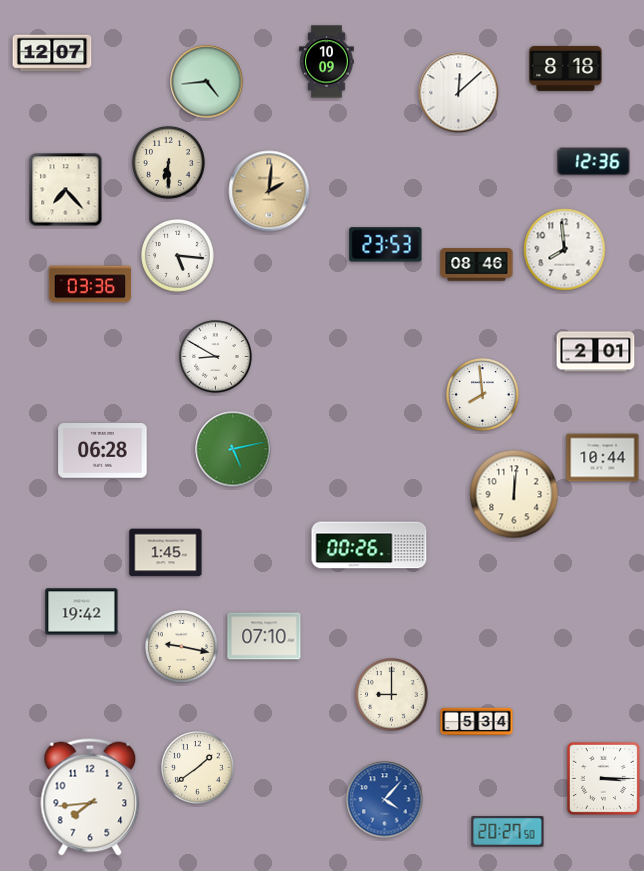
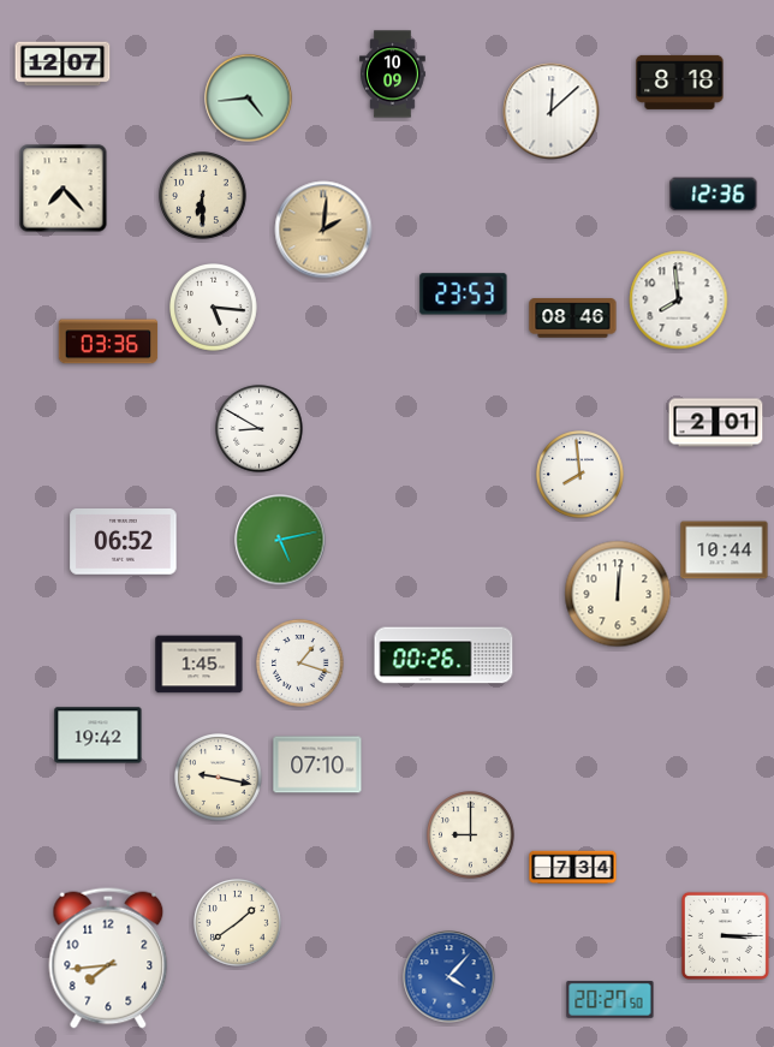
clock at (66, 190) position: (66, 190) -> (64, 189)
clock at (103, 451): 06:28 -> 06:52
clock at (300, 664): none -> 1:18
clock at (477, 722): 5:34 -> 7:34
clock at (385, 800) position: (385, 800) -> (449, 977)
